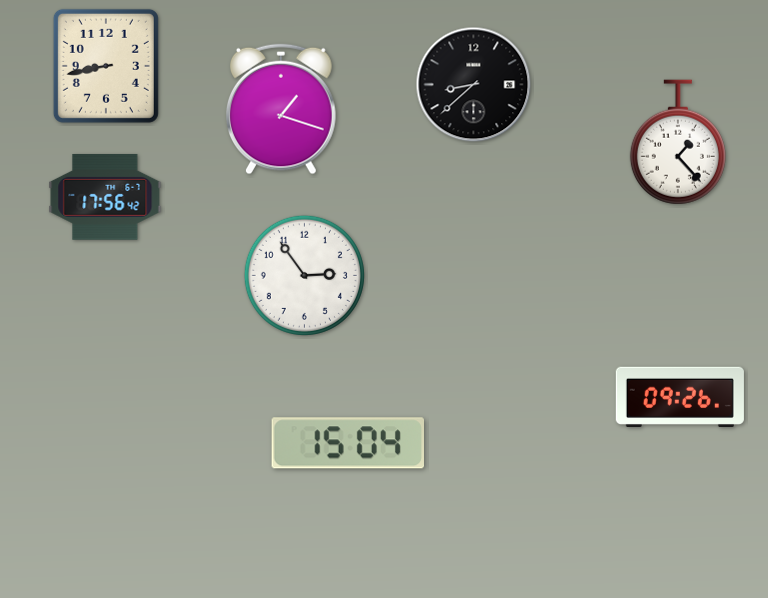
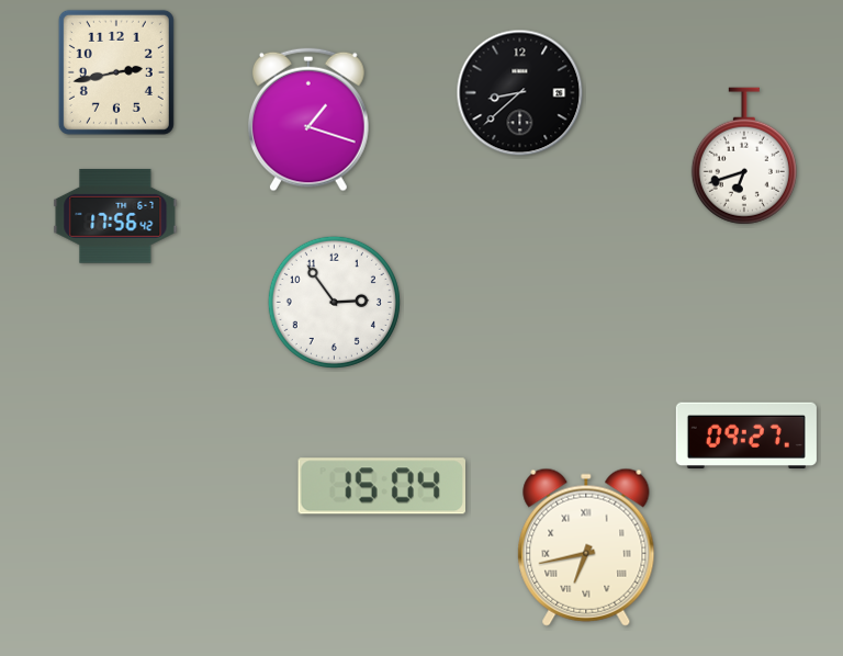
clock at (106, 66): 8:43 -> 2:43
clock at (678, 142): 1:23 -> 6:42
clock at (680, 396): 09:26 -> 09:27
clock at (586, 547): none -> 6:43
